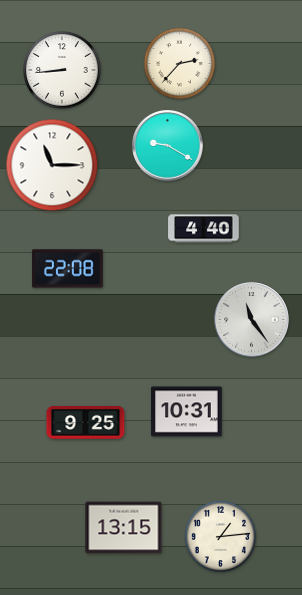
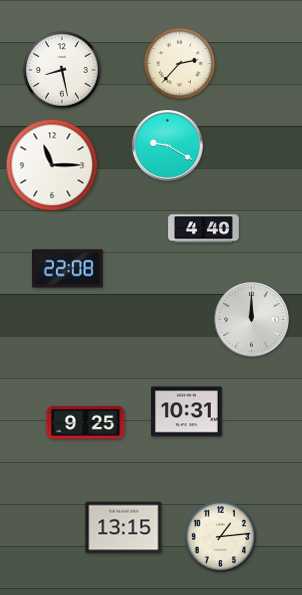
clock at (62, 70): 8:44 -> 8:28
clock at (252, 320): 11:24 -> 12:00
